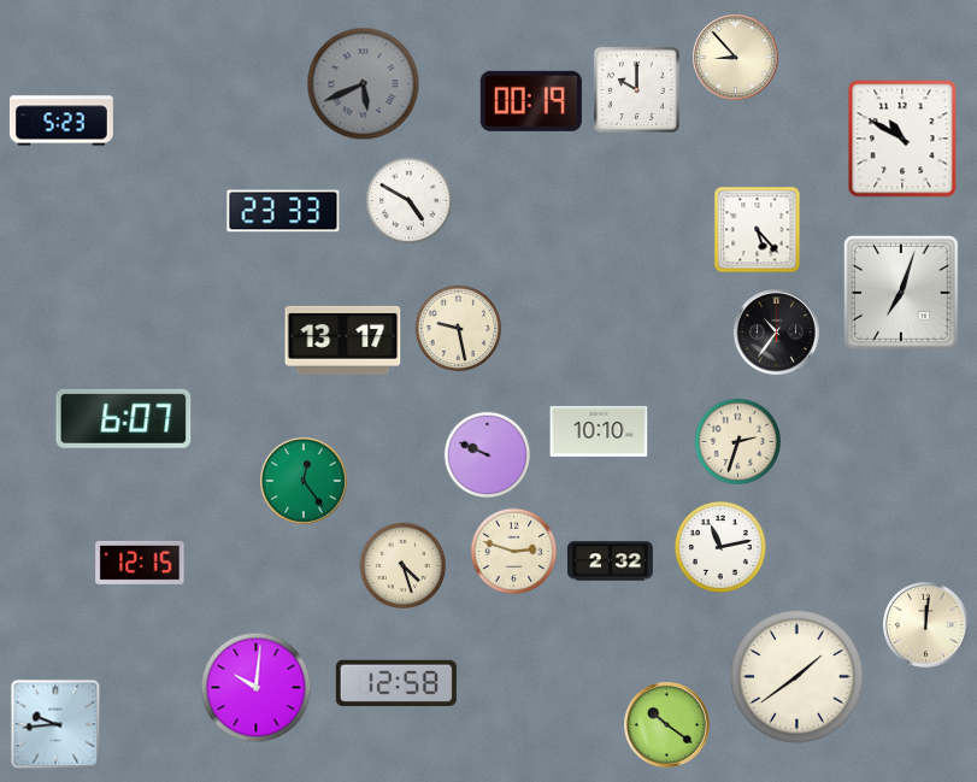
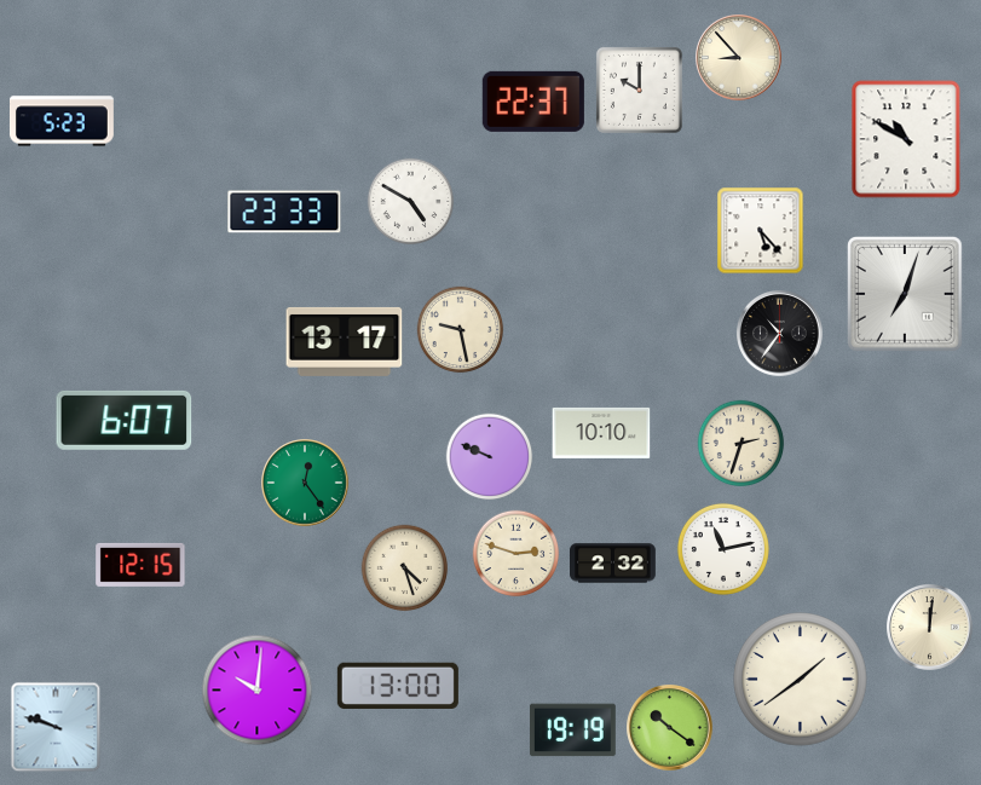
clock at (364, 84): 5:41 -> none
clock at (531, 101): 00:19 -> 22:37
clock at (396, 683): 12:58 -> 13:00
clock at (55, 724): 9:44 -> 9:48
clock at (572, 731): none -> 19:19
